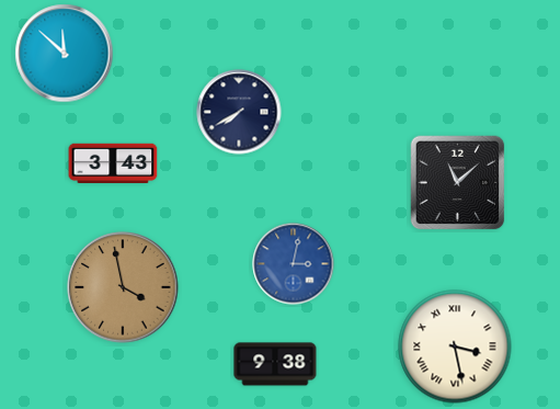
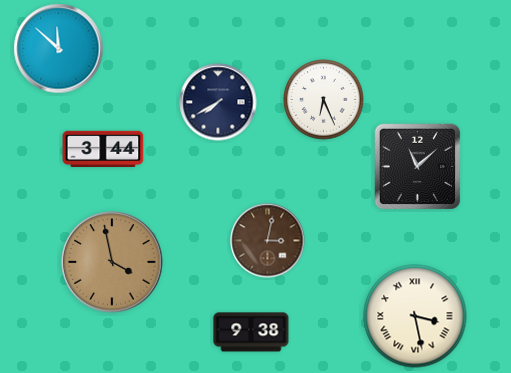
clock at (324, 100): none -> 6:26
clock at (113, 162): 3:43 -> 3:44
clock at (294, 264) dial: blue -> brown
